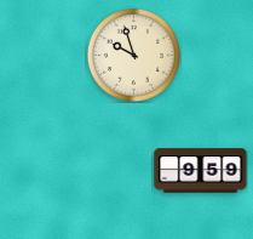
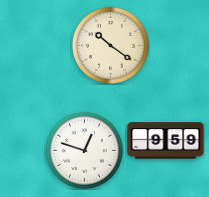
clock at (133, 55): 9:57 -> 10:21
clock at (84, 150): none -> 12:48
